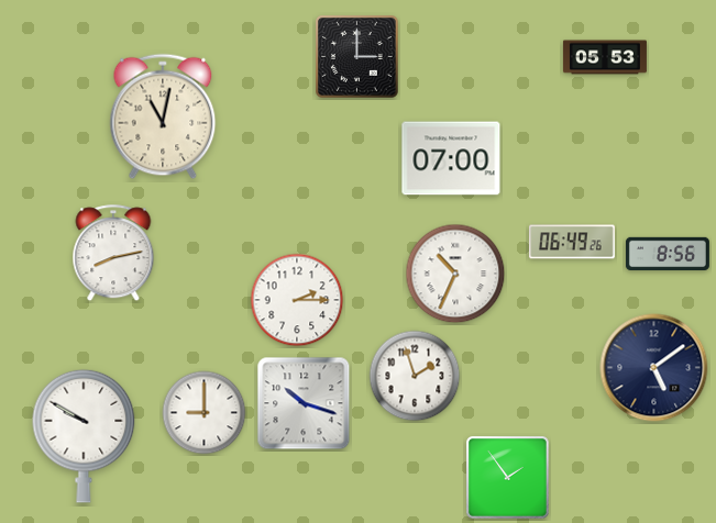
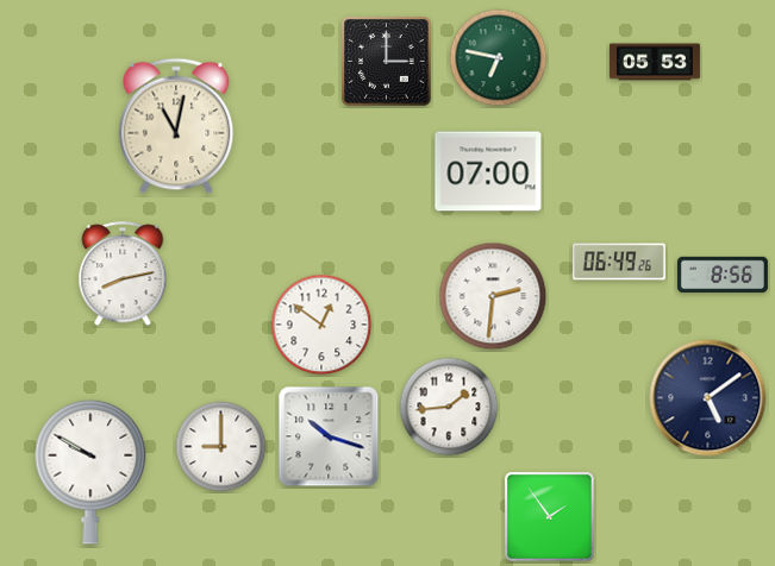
clock at (499, 58): none -> 6:47
clock at (455, 274): 10:34 -> 2:31
clock at (297, 300): 2:15 -> 12:51
clock at (415, 376): 1:57 -> 1:44
